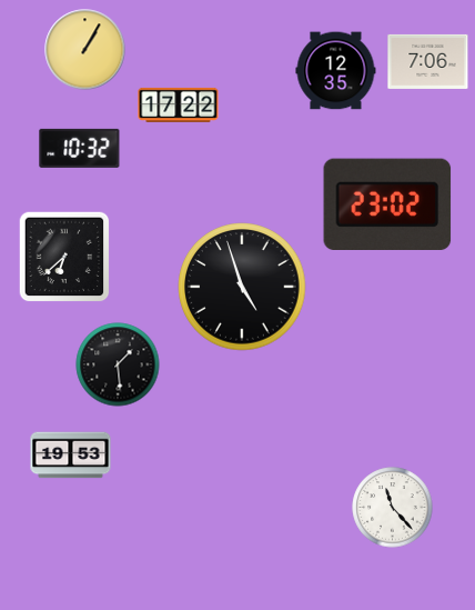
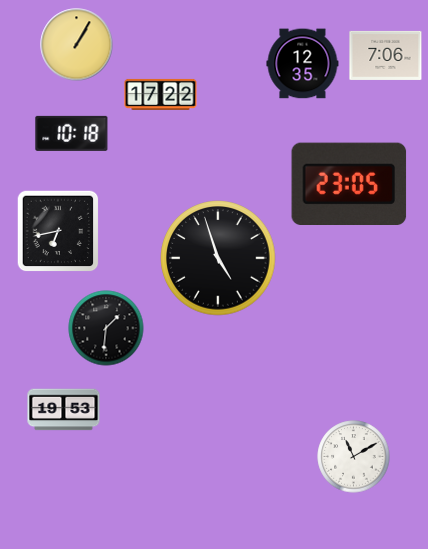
clock at (80, 148): 10:32 -> 10:18
clock at (387, 203): 23:02 -> 23:05
clock at (64, 257): 6:38 -> 6:43
clock at (118, 364): 1:29 -> 1:31
clock at (393, 508): 11:23 -> 11:10
